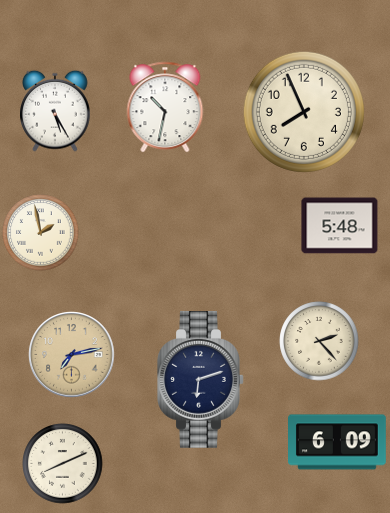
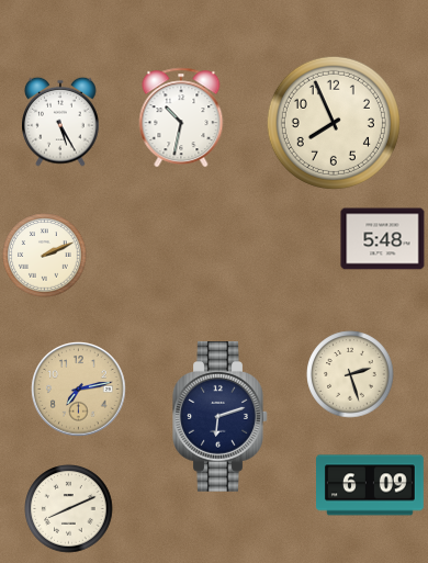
clock at (340, 226) position: (340, 226) -> (383, 239)
clock at (41, 233): 1:58 -> 2:11
clock at (319, 341): 2:23 -> 2:27
